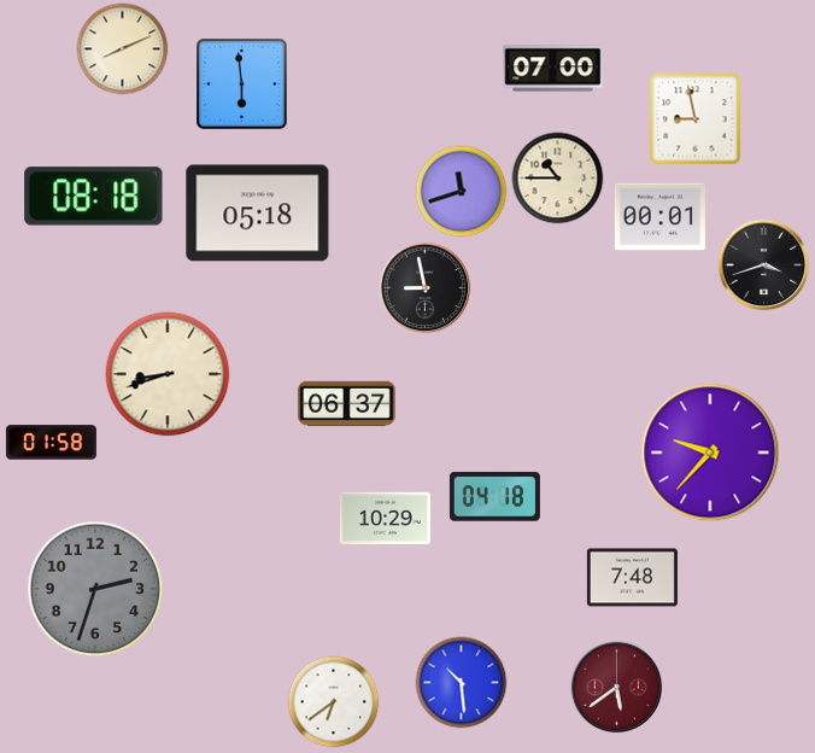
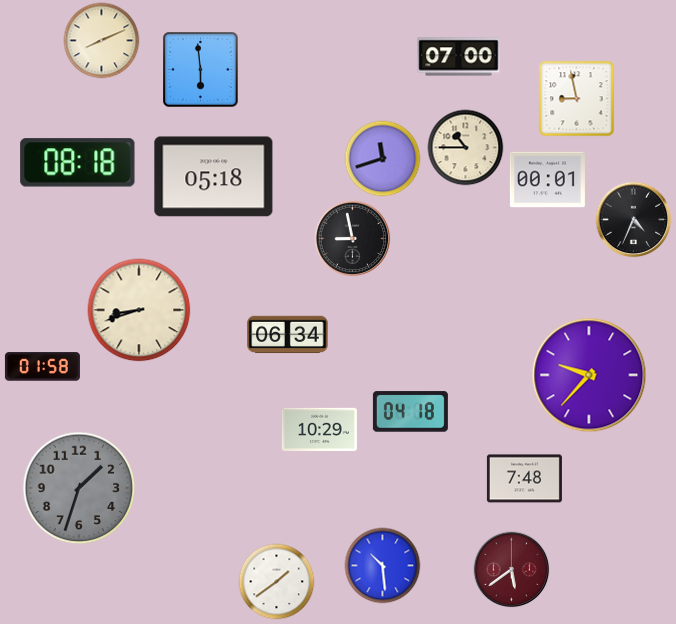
clock at (558, 179) position: (558, 179) -> (466, 148)
clock at (764, 265): 3:42 -> 4:34
clock at (347, 404): 06:37 -> 06:34
clock at (95, 589): 2:33 -> 1:33
clock at (334, 702): 6:39 -> 1:39
